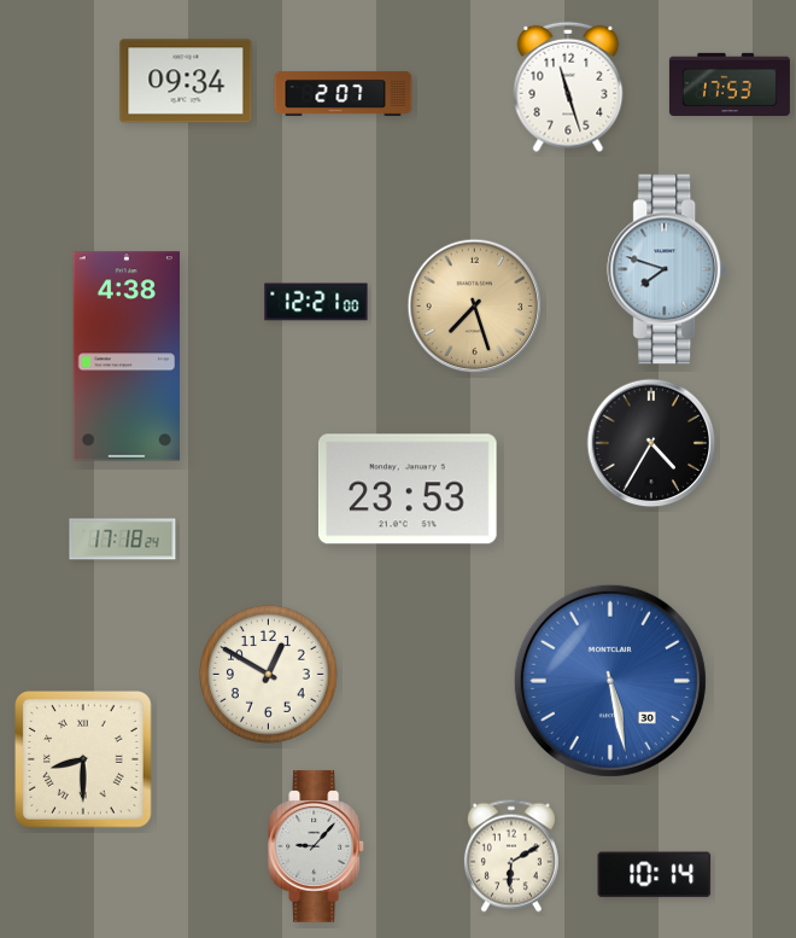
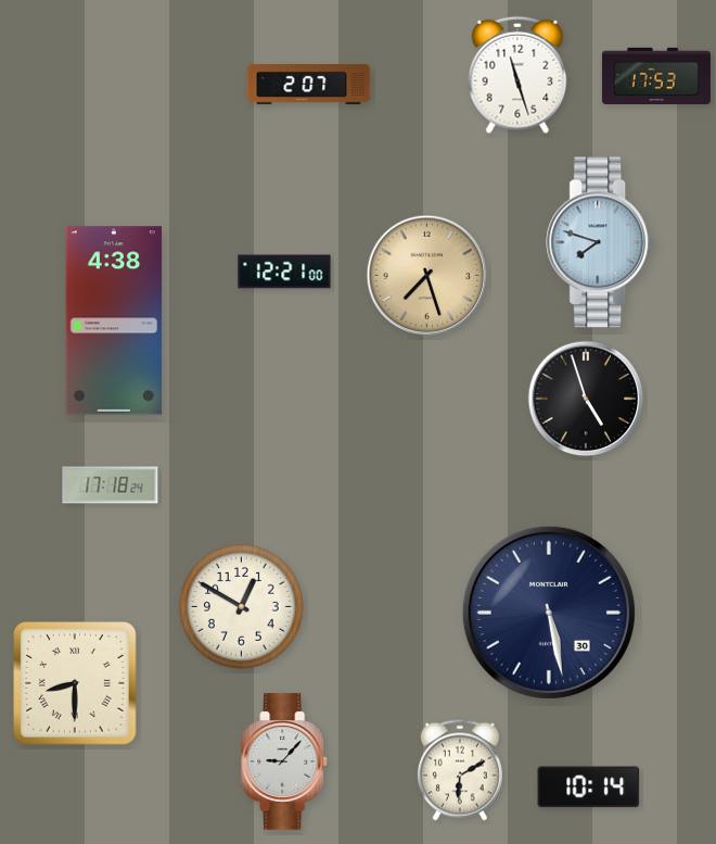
clock at (186, 81): 09:34 -> none
clock at (568, 87) position: (568, 87) -> (517, 75)
clock at (651, 443): 4:35 -> 4:57
clock at (409, 489): 23:53 -> none
clock at (610, 681) dial: blue -> navy
